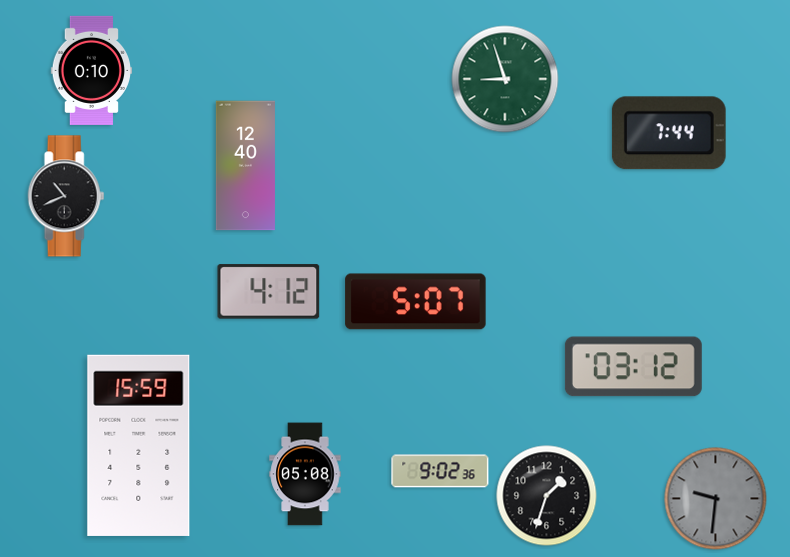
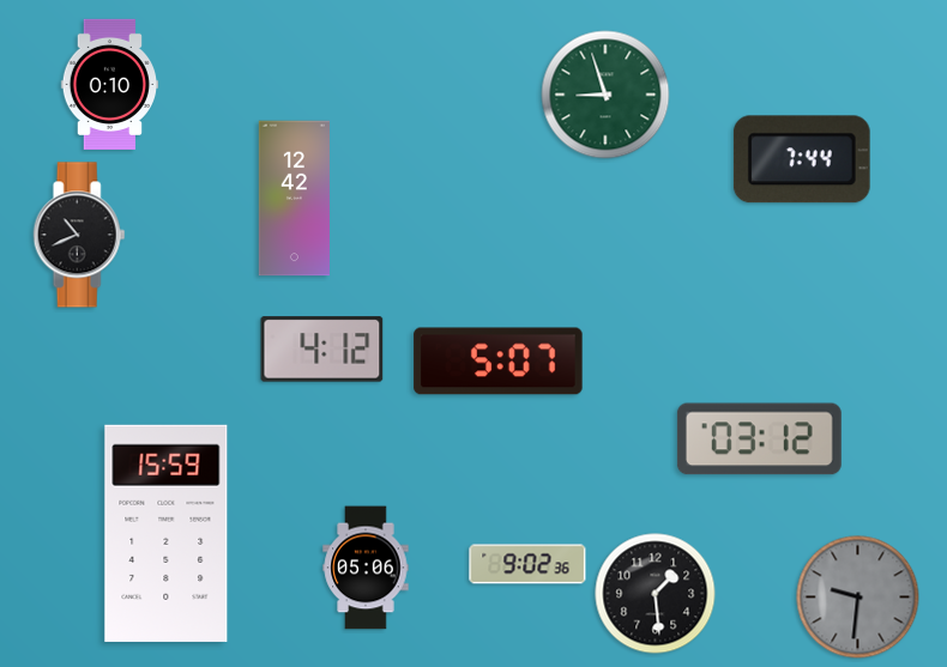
clock at (245, 166): 12:40 -> 12:42
clock at (305, 474): 05:08 -> 05:06
clock at (547, 496): 1:33 -> 1:29
